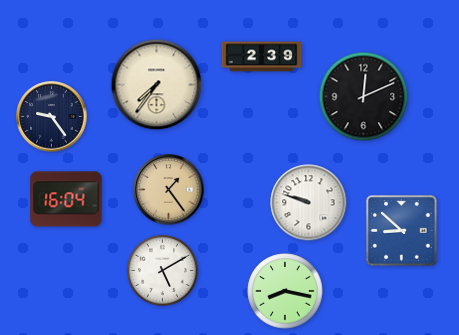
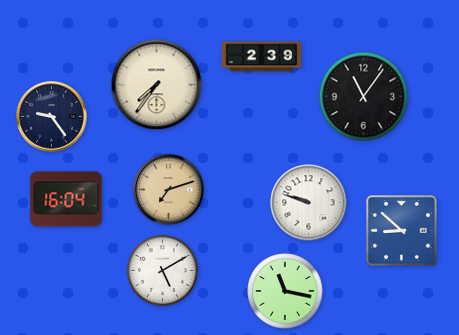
clock at (364, 97): 12:11 -> 11:06
clock at (169, 190): 1:24 -> 7:12
clock at (285, 291): 8:17 -> 11:17
